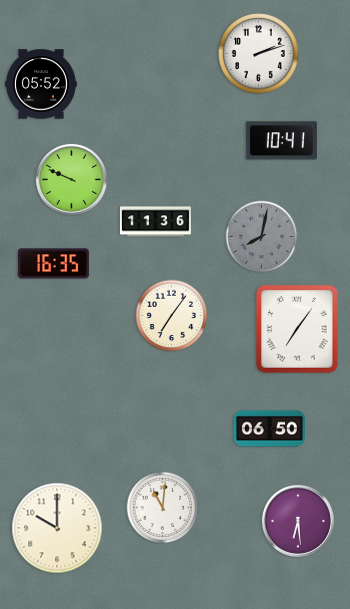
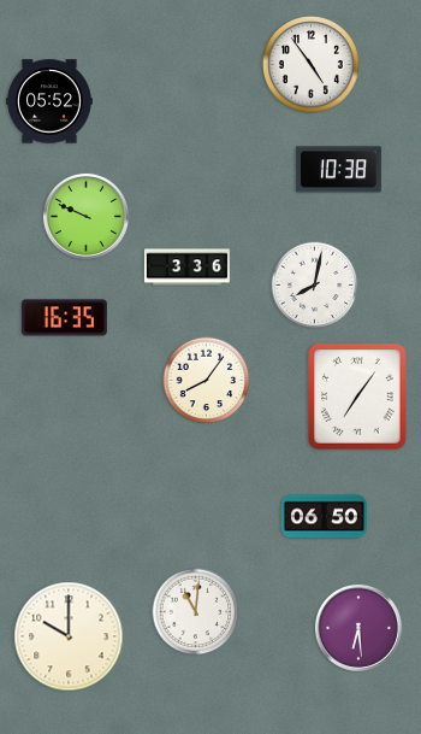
clock at (259, 54): 2:12 -> 4:54
clock at (281, 141): 10:41 -> 10:38
clock at (155, 222): 11:36 -> 3:36
clock at (262, 237) dial: grey -> white
clock at (172, 316): 7:06 -> 8:06
